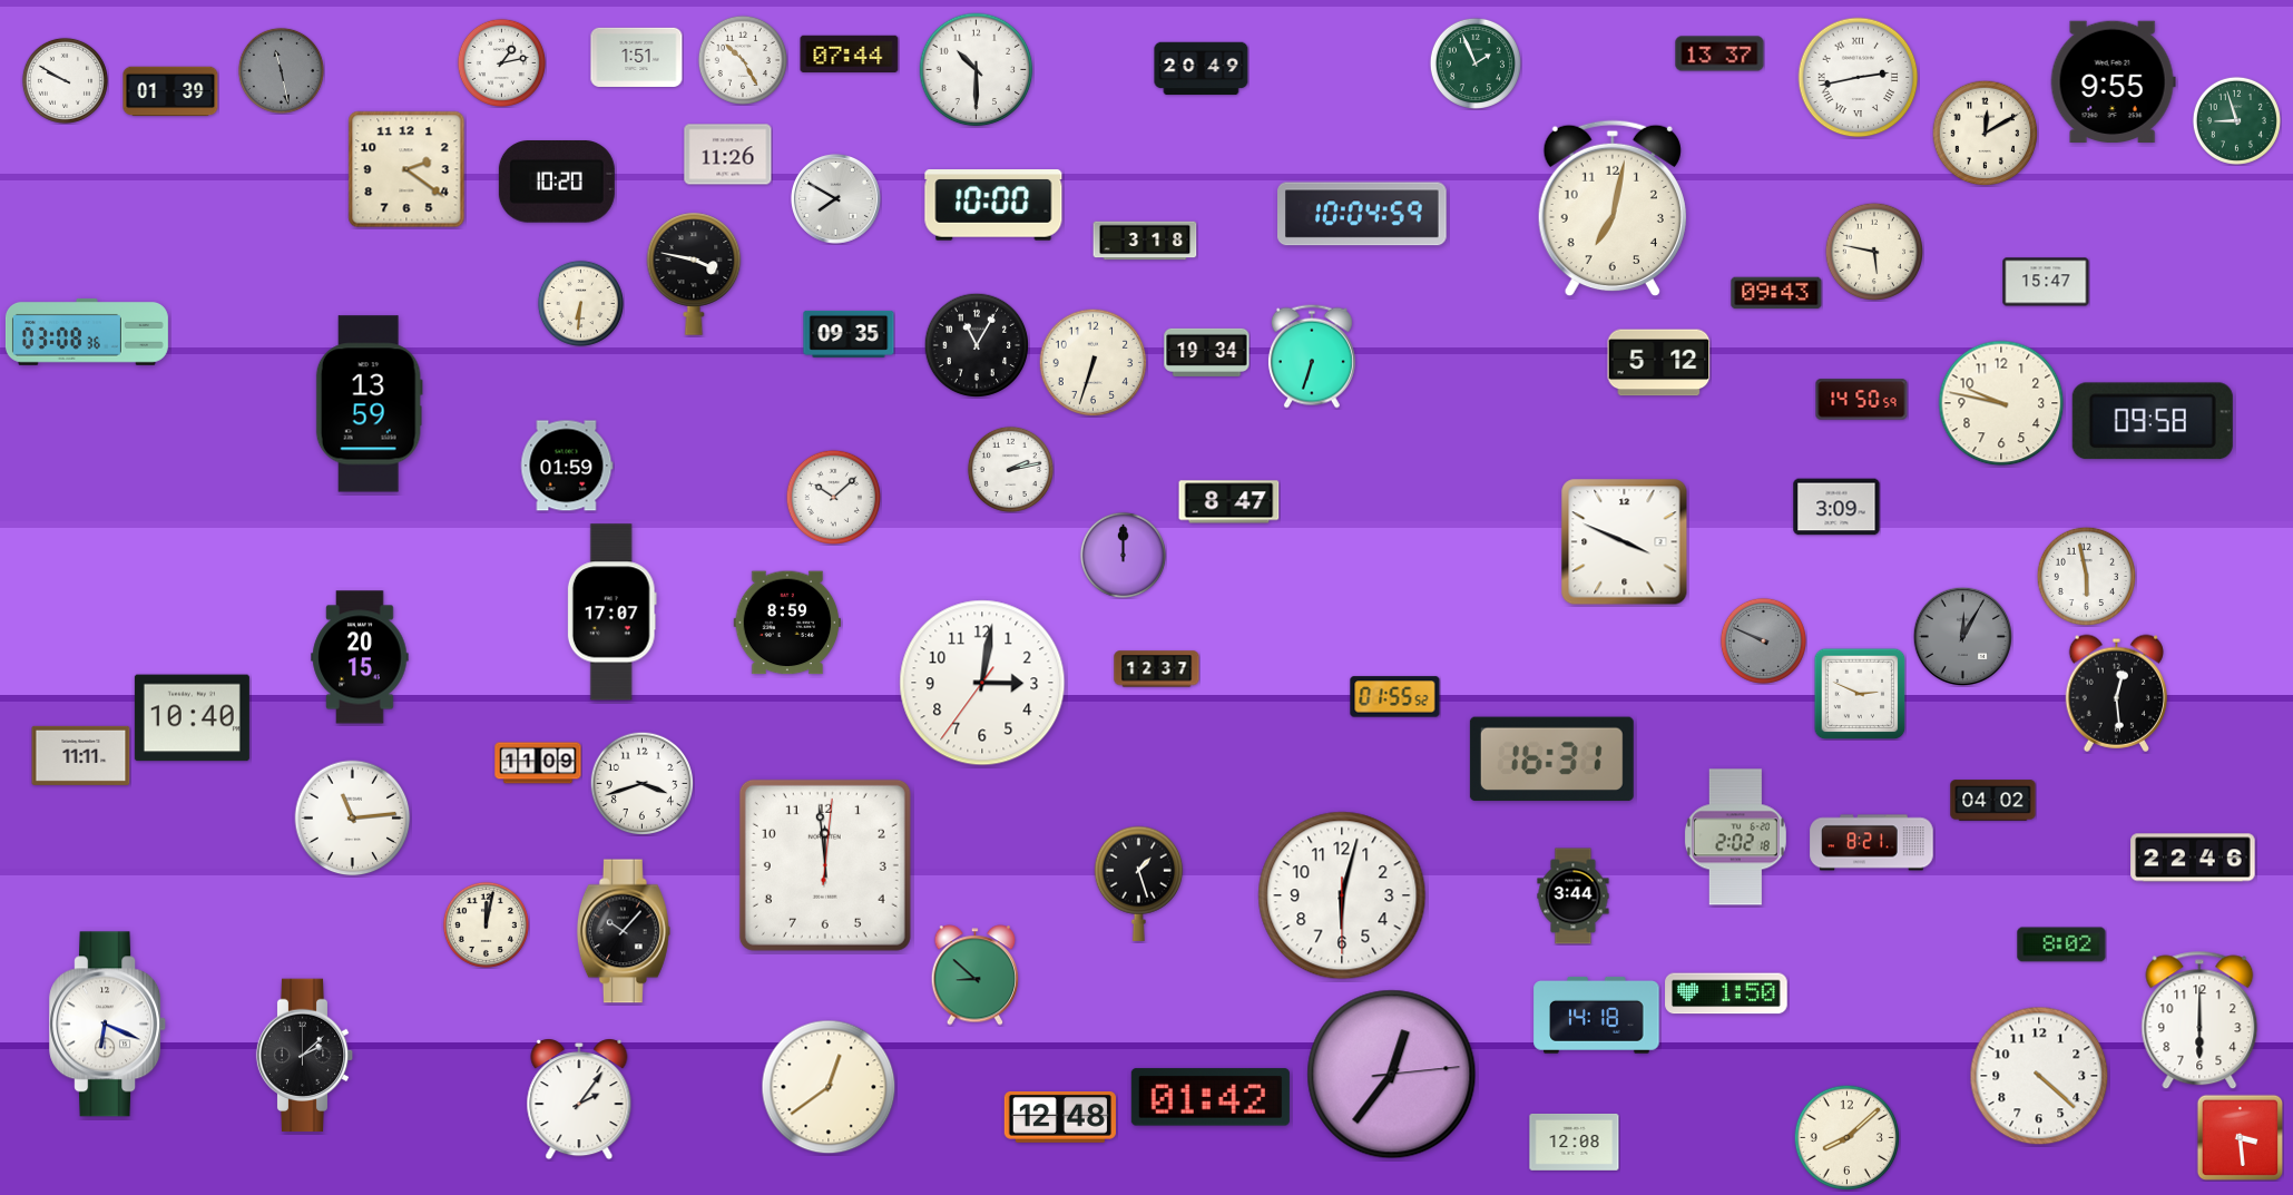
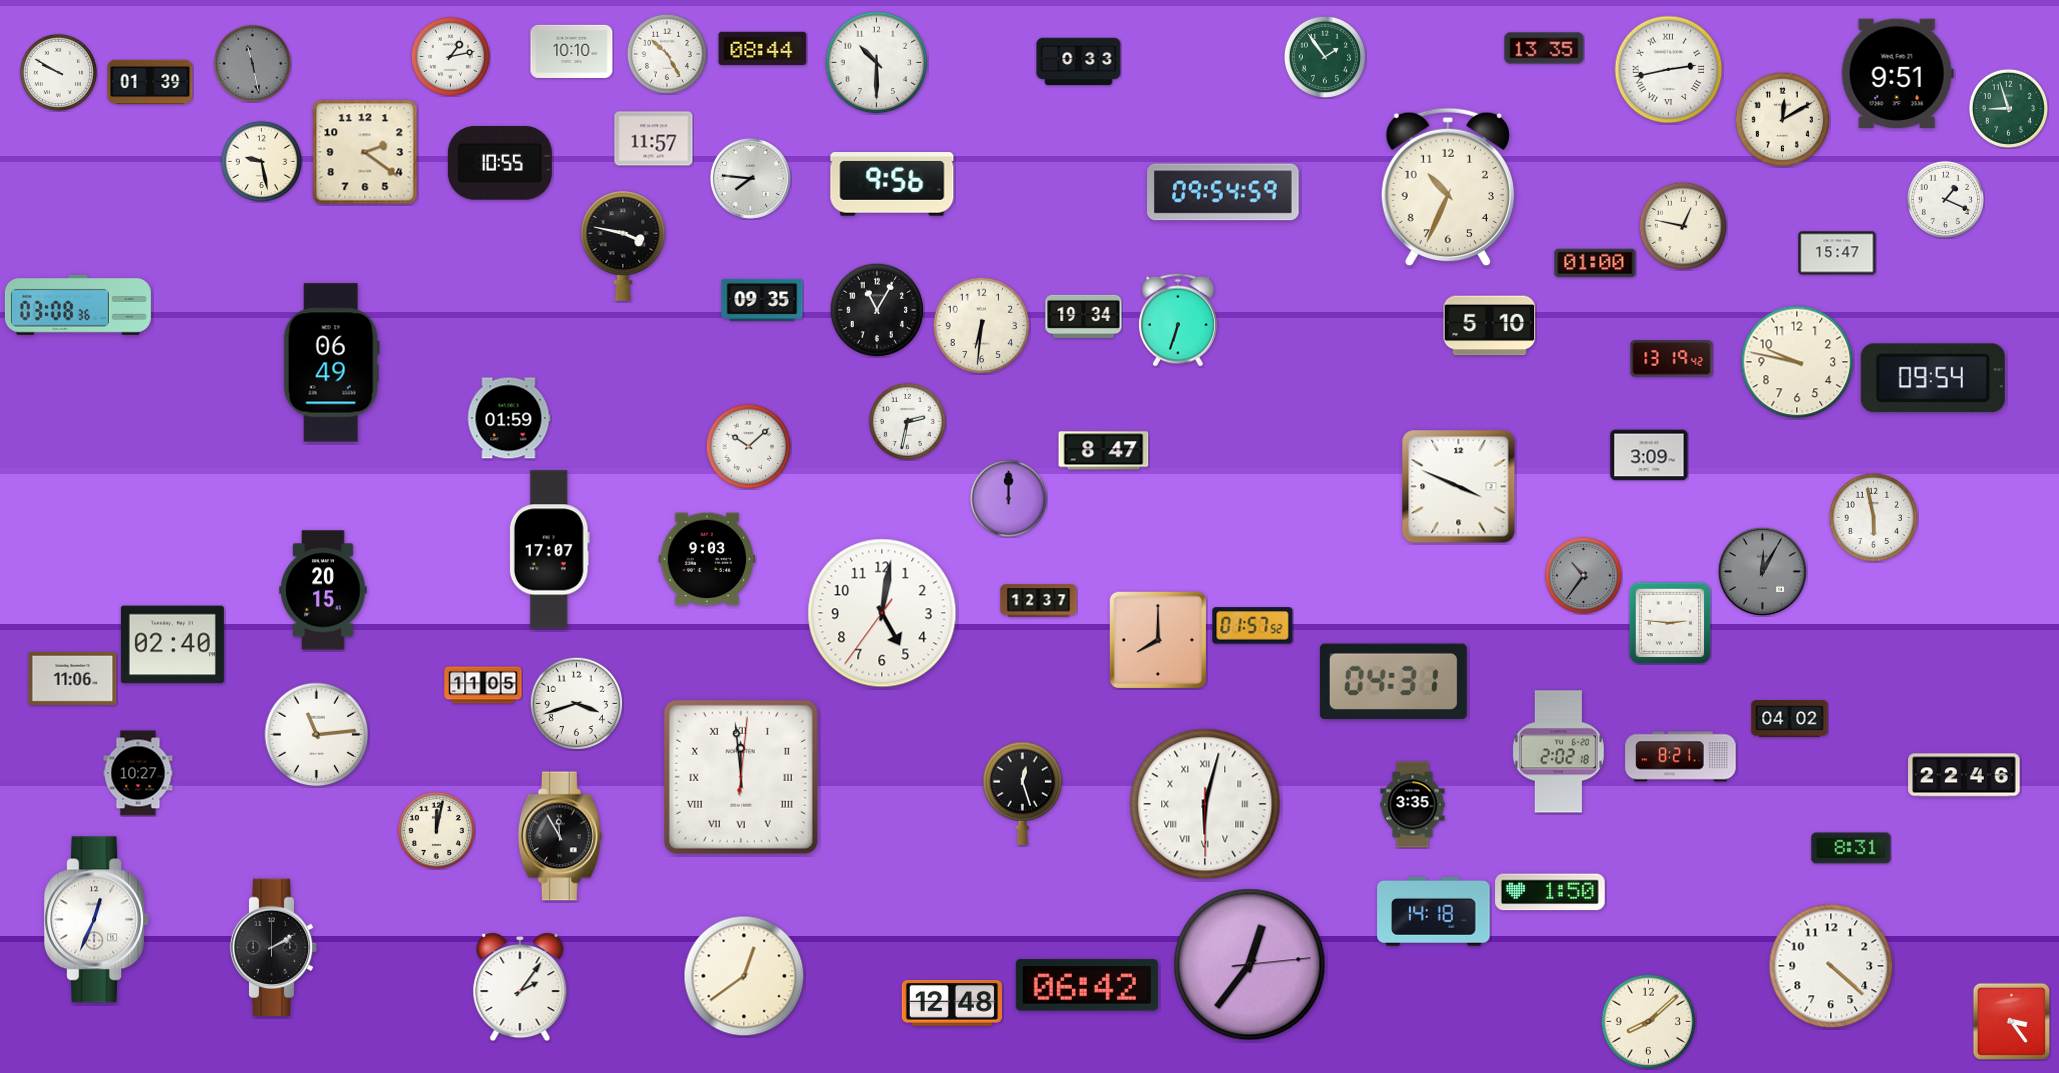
clock at (1719, 53): 13:37 -> 13:35
clock at (850, 55): 07:44 -> 08:44
clock at (637, 57): 1:51 -> 10:10
clock at (1476, 63): 1:56 -> 1:54
clock at (1202, 69): 20:49 -> 0:33
clock at (2113, 81): 9:55 -> 9:51
clock at (170, 91) position: (170, 91) -> (150, 82)
clock at (728, 155): 11:26 -> 11:57
clock at (261, 161): none -> 9:28
clock at (557, 183): 10:20 -> 10:55
clock at (835, 198): 7:50 -> 7:46
clock at (993, 205): 10:00 -> 9:56
clock at (1613, 208): 7:02 -> 10:34
clock at (1363, 214): 10:04 -> 09:54
clock at (1945, 199): none -> 1:19
clock at (1145, 241): 3:18 -> none
clock at (1873, 251): 5:47 -> 12:47
clock at (1776, 293): 09:43 -> 01:00
clock at (580, 303): 6:31 -> none
clock at (87, 332) position: (87, 332) -> (78, 305)
clock at (1092, 362): 6:33 -> 6:31
clock at (1659, 363): 5:12 -> 5:10
clock at (1862, 400): 14:50 -> 13:19
clock at (369, 404): 13:59 -> 06:49
clock at (2153, 421): 09:58 -> 09:54
clock at (1010, 469): 2:13 -> 2:32
clock at (787, 623): 8:59 -> 9:03
clock at (1763, 640): 9:49 -> 10:36
clock at (982, 683): 3:01 -> 5:01
clock at (2116, 693): 12:29 -> none
clock at (1860, 694): 2:49 -> 2:46
clock at (1395, 697): 01:55 -> 01:57
clock at (1158, 640): none -> 8:00
clock at (192, 718): 10:40 -> 02:40
clock at (81, 755): 11:11 -> 11:06
clock at (1551, 760): 16:31 -> 04:31
clock at (538, 763): 11:09 -> 11:05
clock at (2193, 858) position: (2193, 858) -> (1964, 775)
clock at (138, 773): none -> 10:27
clock at (825, 865) numerals: Arabic -> Roman
clock at (1139, 883): 1:27 -> 12:27
clock at (1342, 895) numerals: Arabic -> Roman
clock at (1574, 897): 3:44 -> 3:35
clock at (624, 931): 10:07 -> 11:55
clock at (2061, 944): 8:02 -> 8:31
clock at (976, 976): 8:52 -> none
clock at (2199, 1020): 6:00 -> none
clock at (108, 1025): 6:19 -> 12:34
clock at (305, 1056): 2:08 -> 2:10
clock at (1211, 1097): 01:42 -> 06:42
clock at (1846, 1137) position: (1846, 1137) -> (1648, 1021)
clock at (2240, 1137): 3:29 -> 3:24
clock at (1575, 1142): 12:08 -> none
